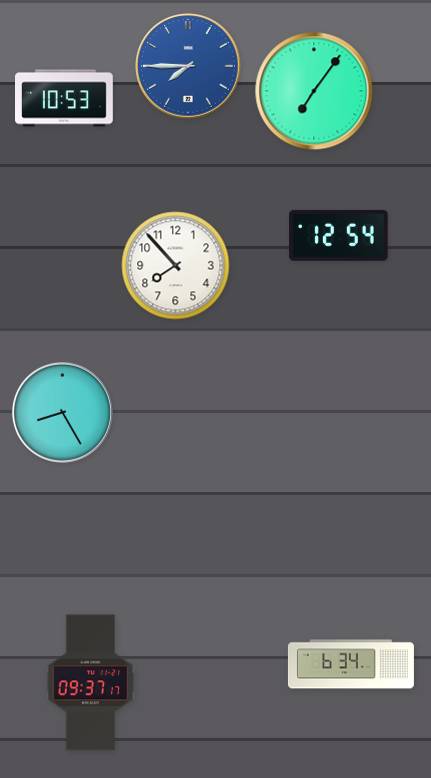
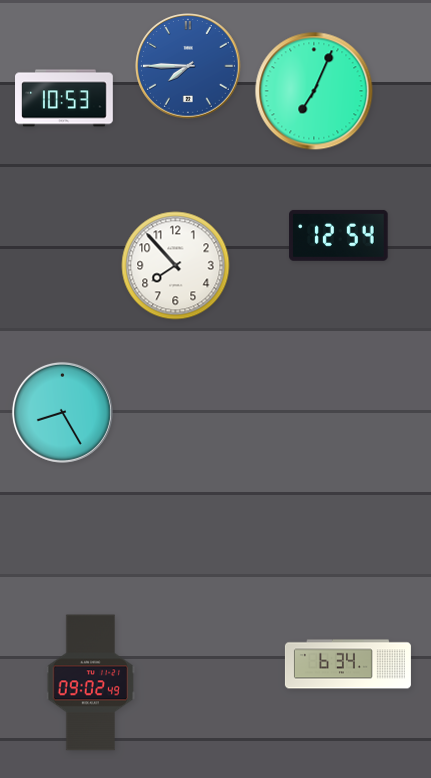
clock at (314, 91): 7:06 -> 7:04
clock at (351, 664) position: (351, 664) -> (348, 664)
clock at (91, 683): 09:37 -> 09:02
